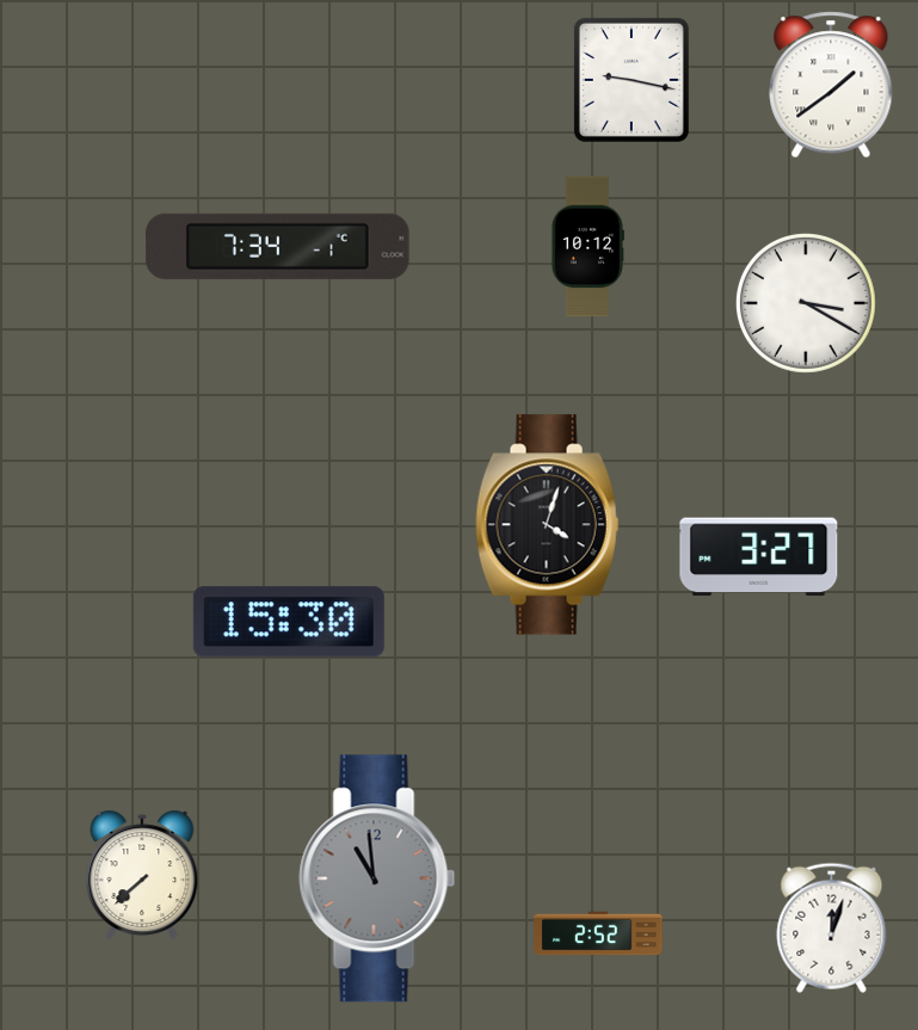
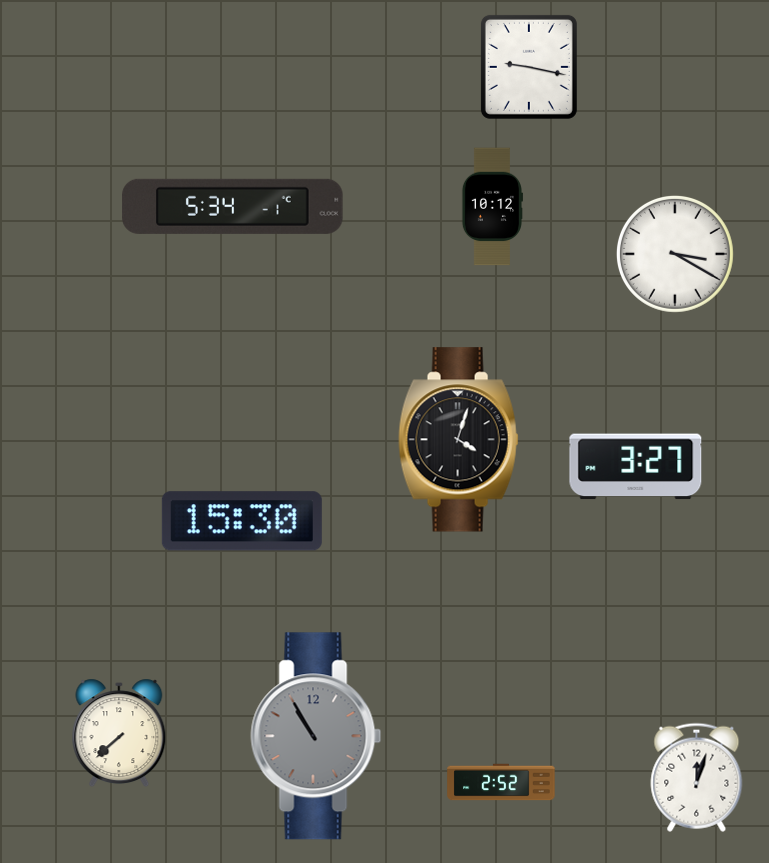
clock at (831, 85): 1:39 -> none
clock at (278, 246): 7:34 -> 5:34
clock at (377, 878): 10:59 -> 10:55
